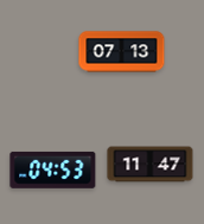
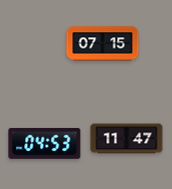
clock at (122, 52): 07:13 -> 07:15
